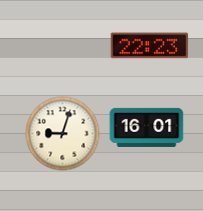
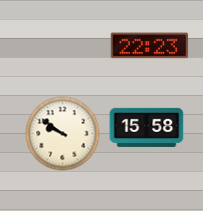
clock at (147, 127): 16:01 -> 15:58
clock at (63, 134): 9:03 -> 9:51
